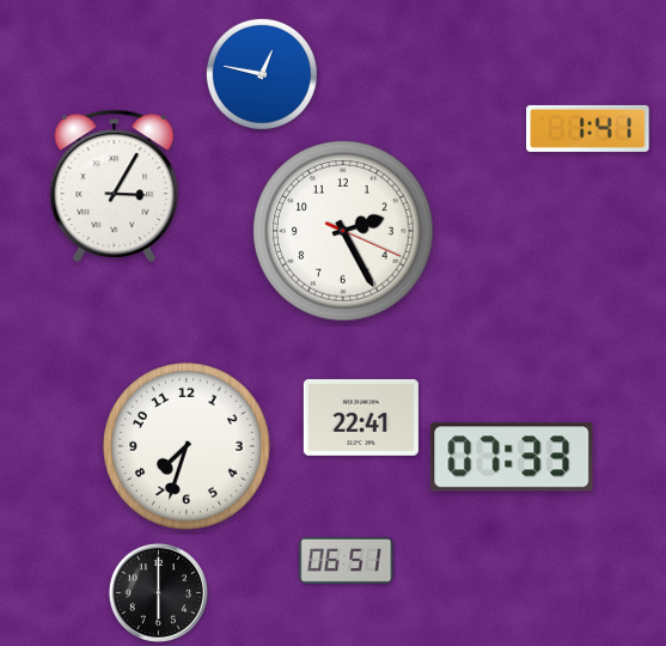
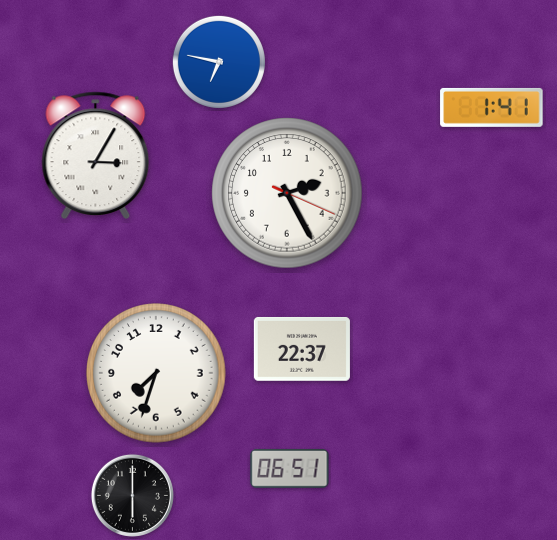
clock at (262, 74): 12:47 -> 6:47
clock at (361, 418): 22:41 -> 22:37
clock at (512, 457): 07:33 -> none
